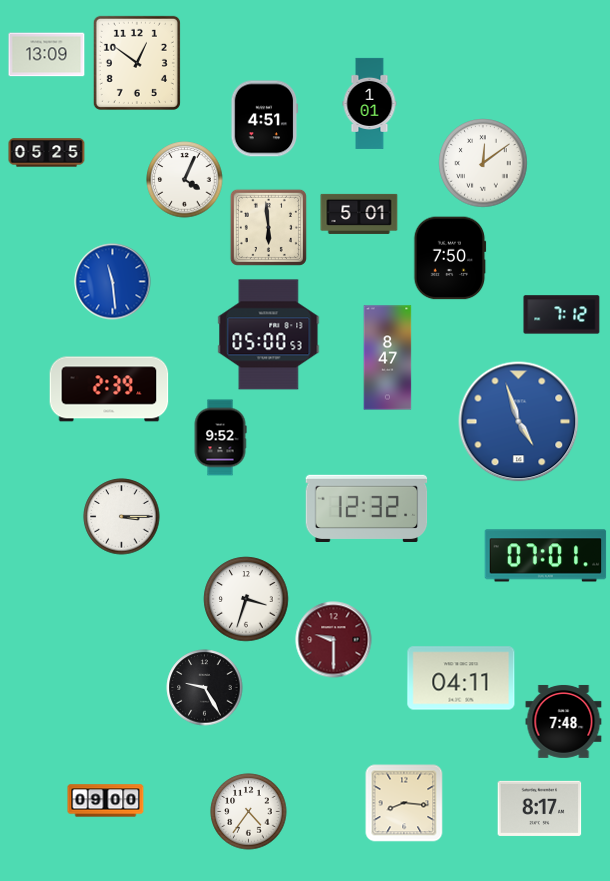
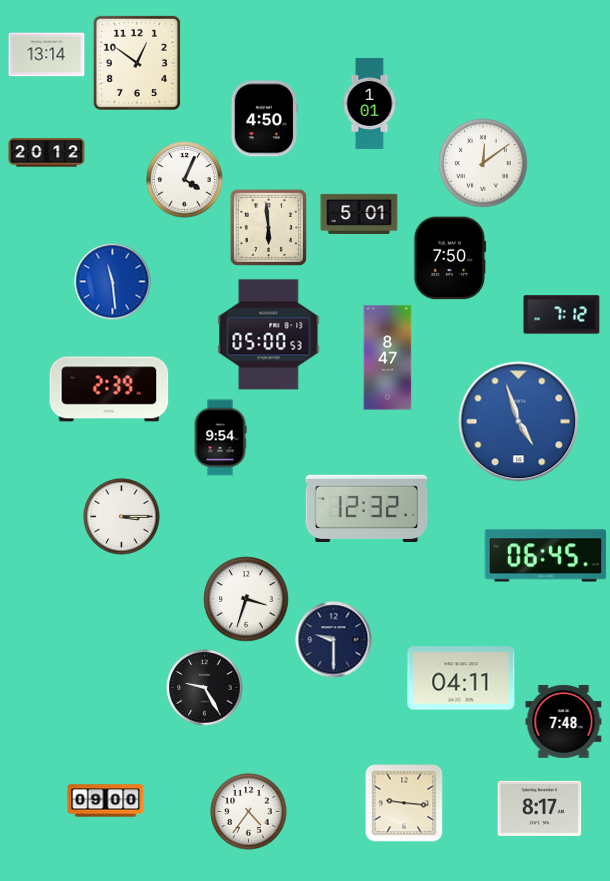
clock at (47, 55): 13:09 -> 13:14
clock at (265, 119): 4:51 -> 4:50
clock at (47, 153): 05:25 -> 20:12
clock at (220, 438): 9:52 -> 9:54
clock at (546, 556): 07:01 -> 06:45
clock at (334, 640) dial: burgundy -> navy
clock at (404, 803): 8:16 -> 9:16
